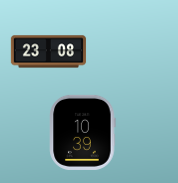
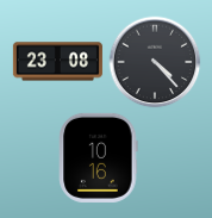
clock at (155, 62): none -> 4:23
clock at (83, 132): 10:39 -> 10:16
